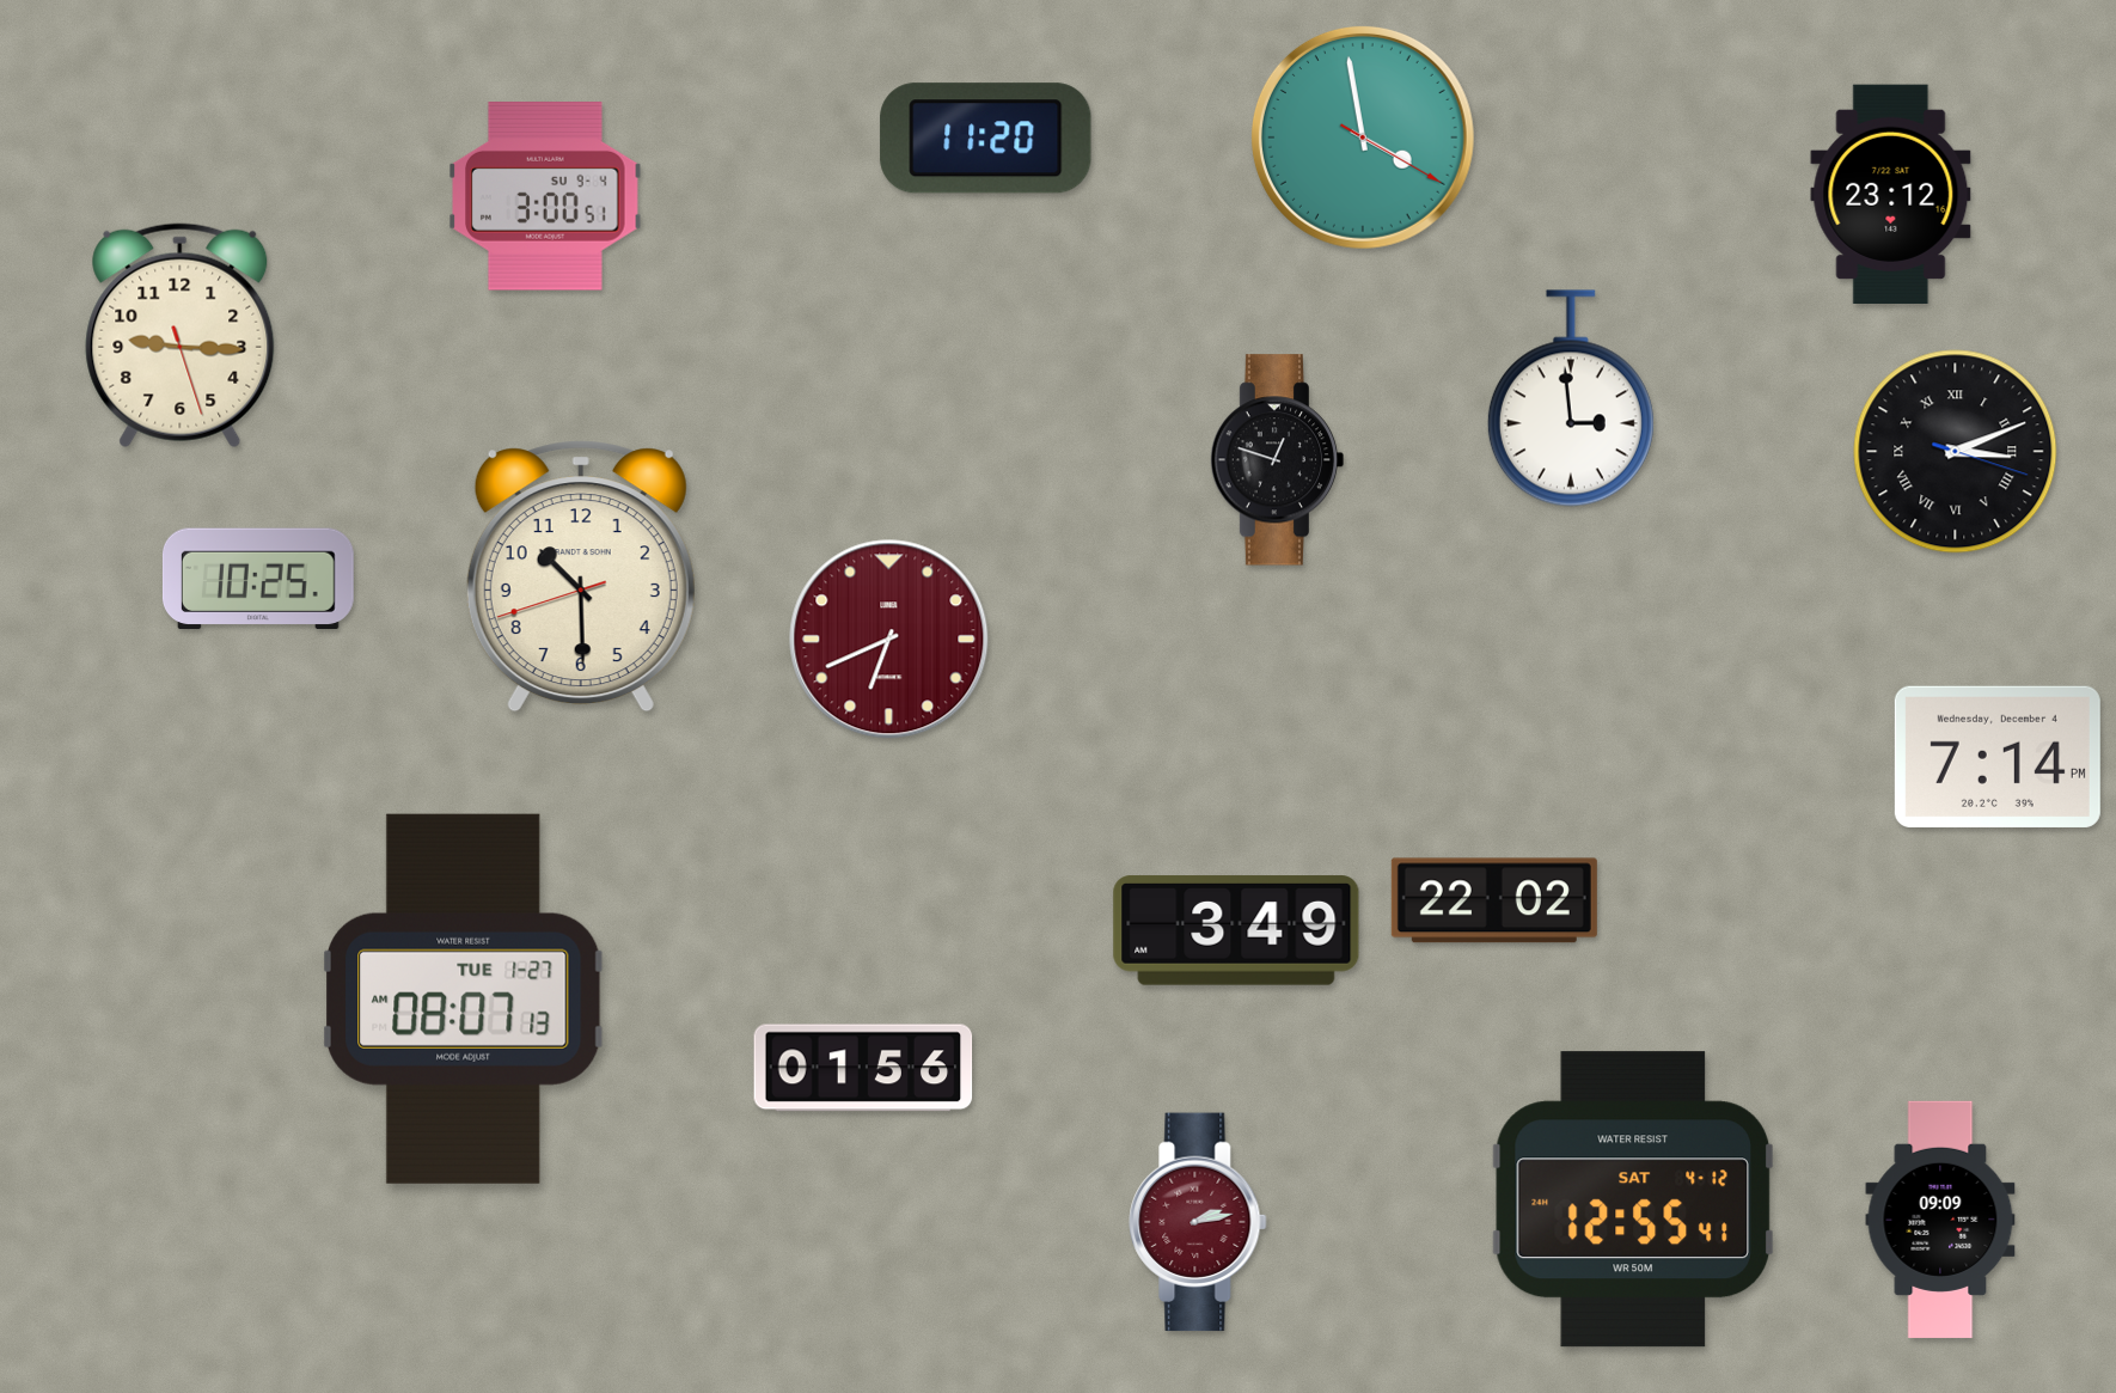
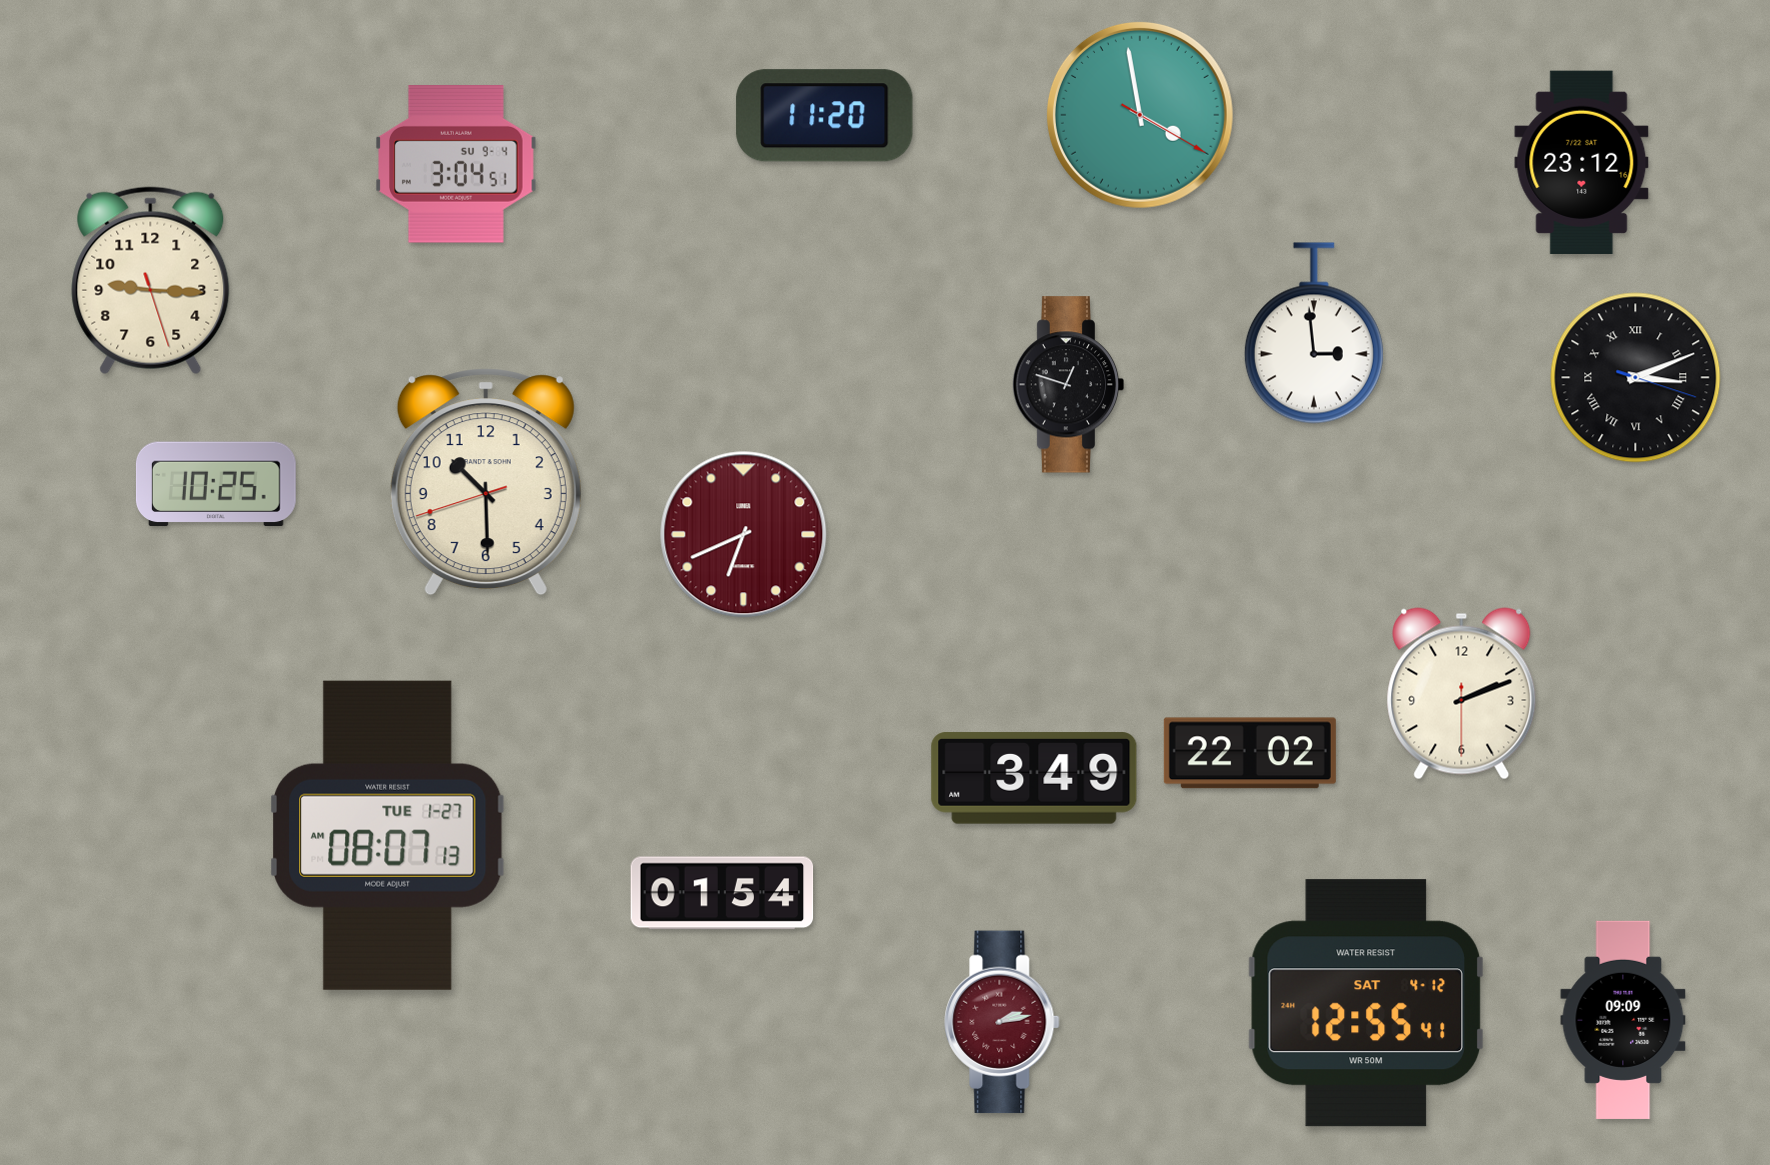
clock at (545, 197): 3:00 -> 3:04
clock at (1998, 757): 7:14 -> none
clock at (1462, 694): none -> 2:11
clock at (863, 1068): 01:56 -> 01:54
